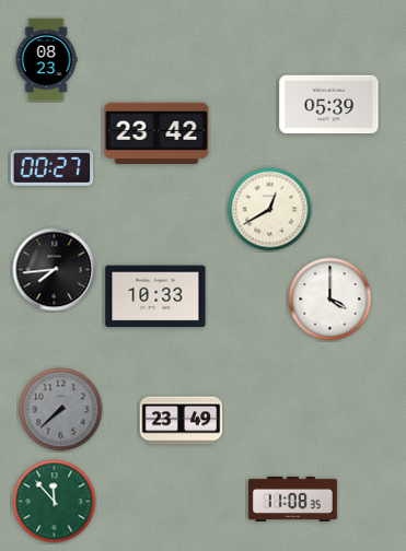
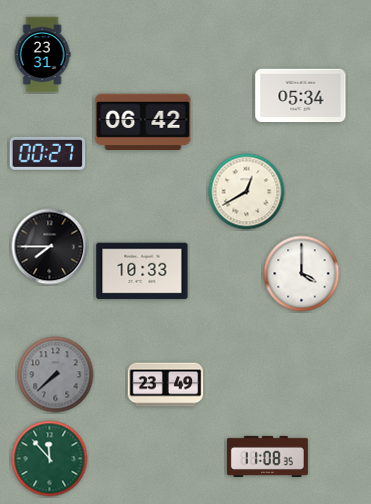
clock at (46, 60): 08:23 -> 23:31
clock at (329, 105): 05:39 -> 05:34
clock at (156, 133): 23:42 -> 06:42
clock at (55, 270): 7:44 -> 7:45
